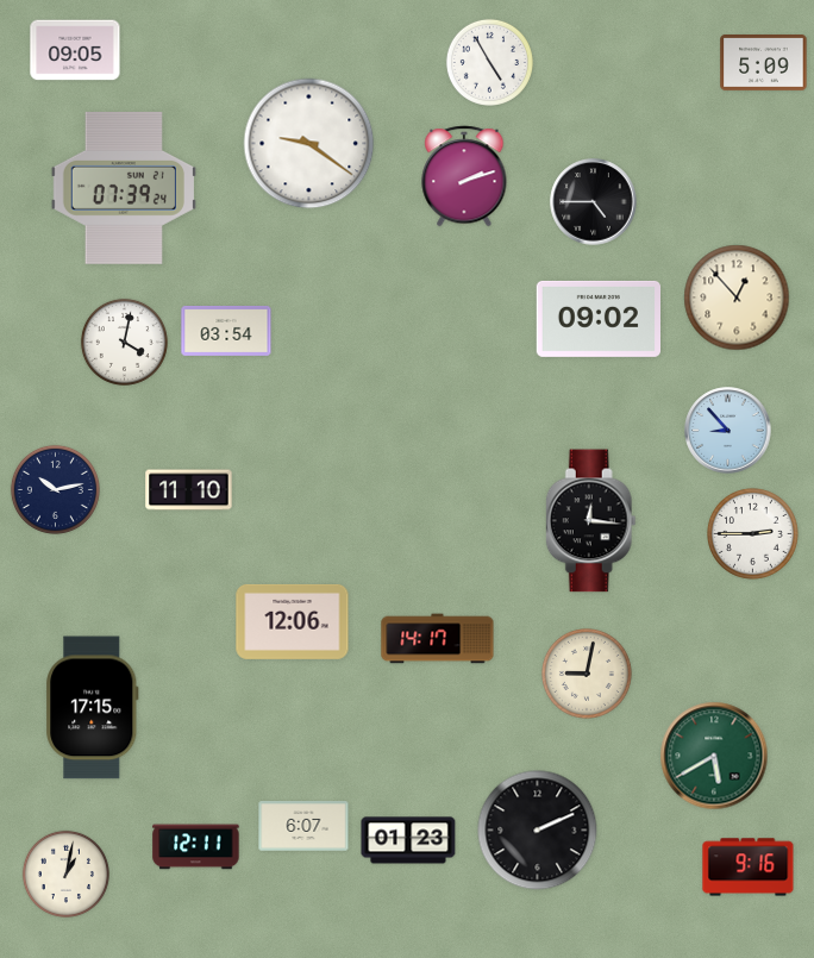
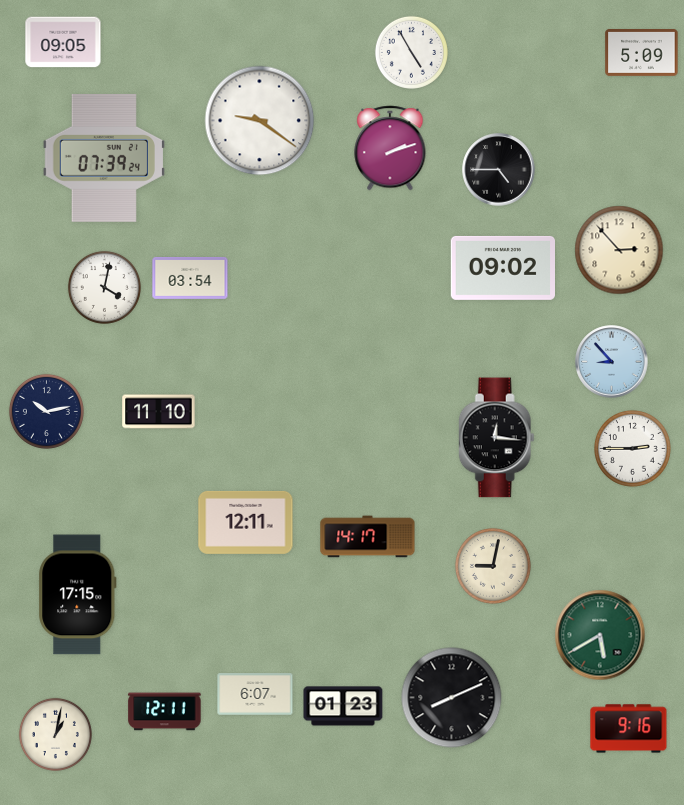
clock at (737, 298): 12:53 -> 2:53
clock at (293, 621): 12:06 -> 12:11
clock at (538, 831): 2:11 -> 8:11
